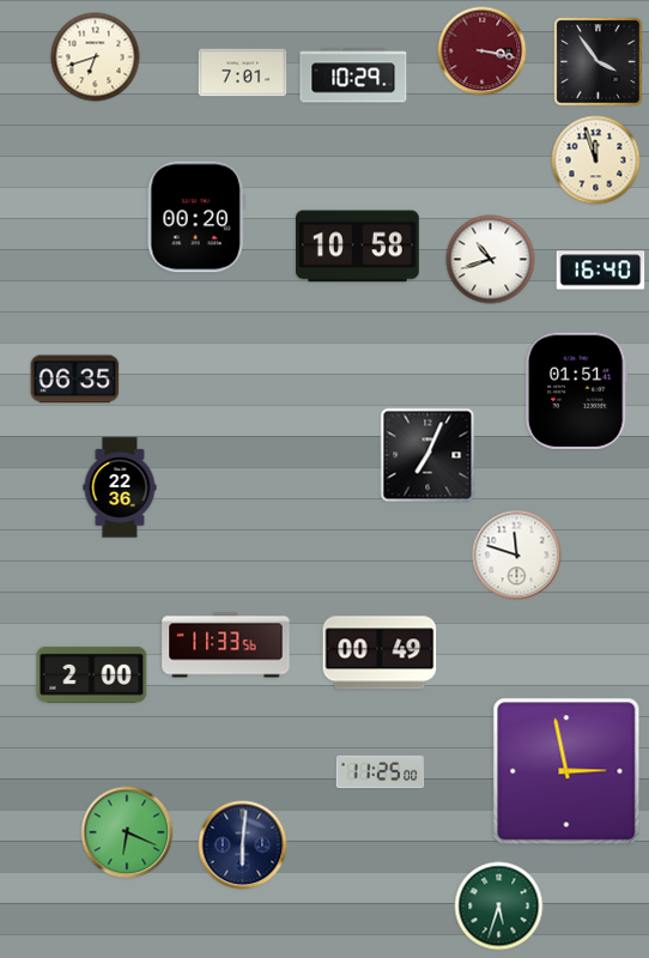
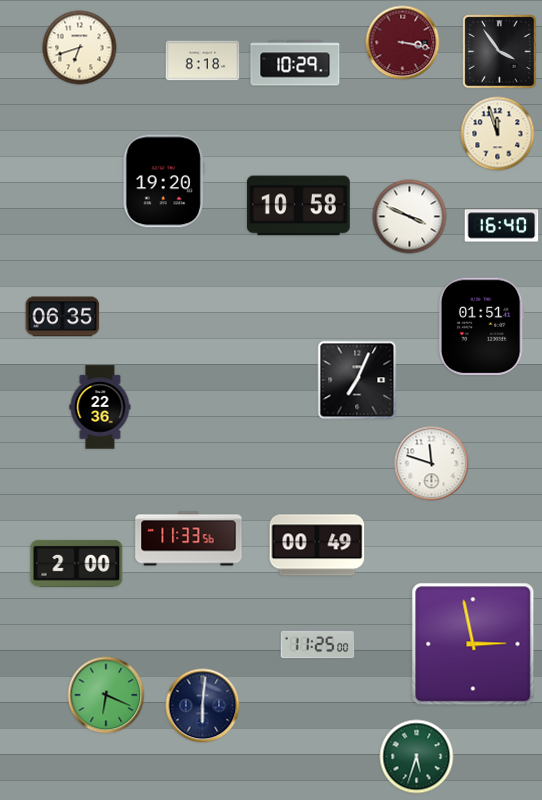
clock at (243, 73): 7:01 -> 8:18
clock at (196, 217): 00:20 -> 19:20
clock at (491, 260): 10:42 -> 3:49
